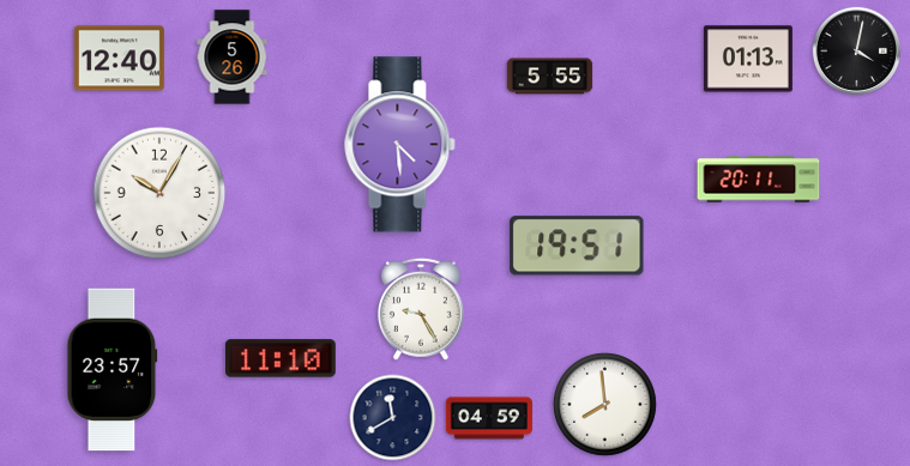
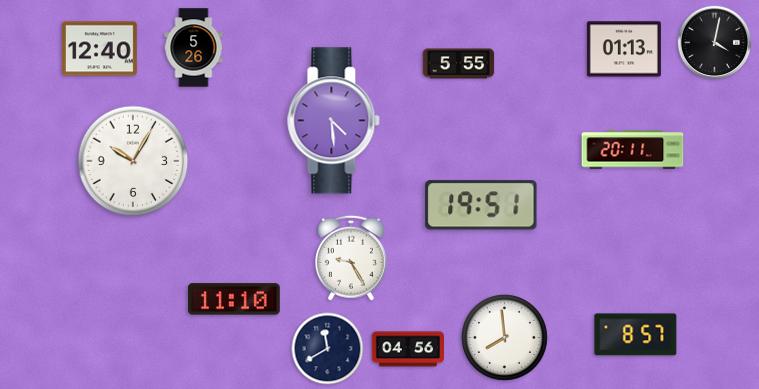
clock at (113, 370): 23:57 -> none
clock at (636, 335): none -> 8:57
clock at (488, 418): 04:59 -> 04:56
